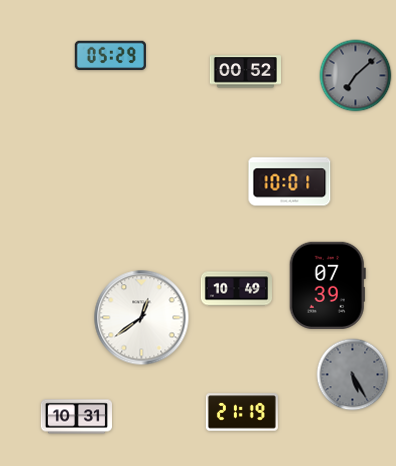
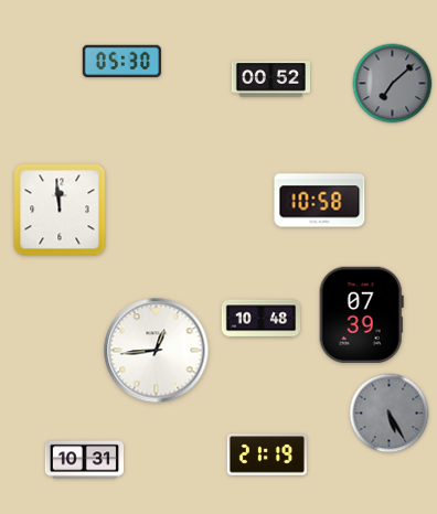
clock at (110, 56): 05:29 -> 05:30
clock at (290, 182): 10:01 -> 10:58
clock at (60, 210): none -> 11:59
clock at (236, 289): 10:49 -> 10:48
clock at (142, 318): 12:39 -> 12:44
